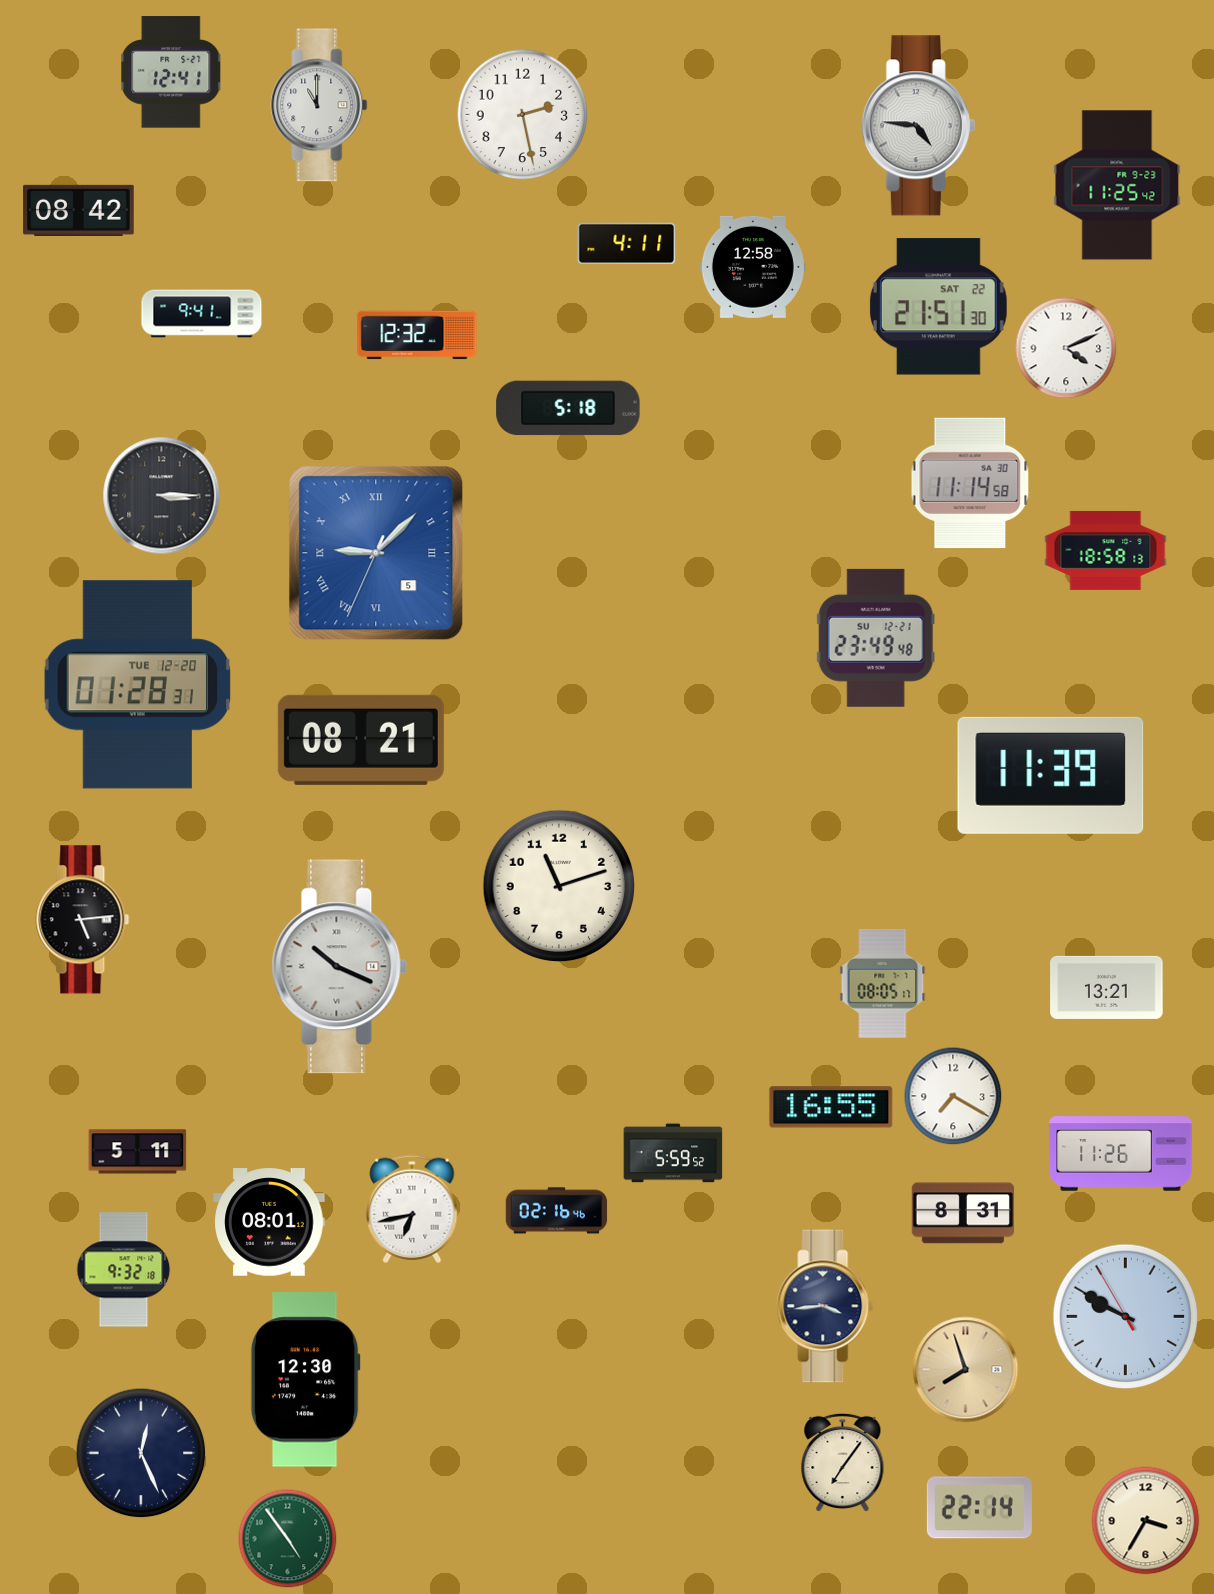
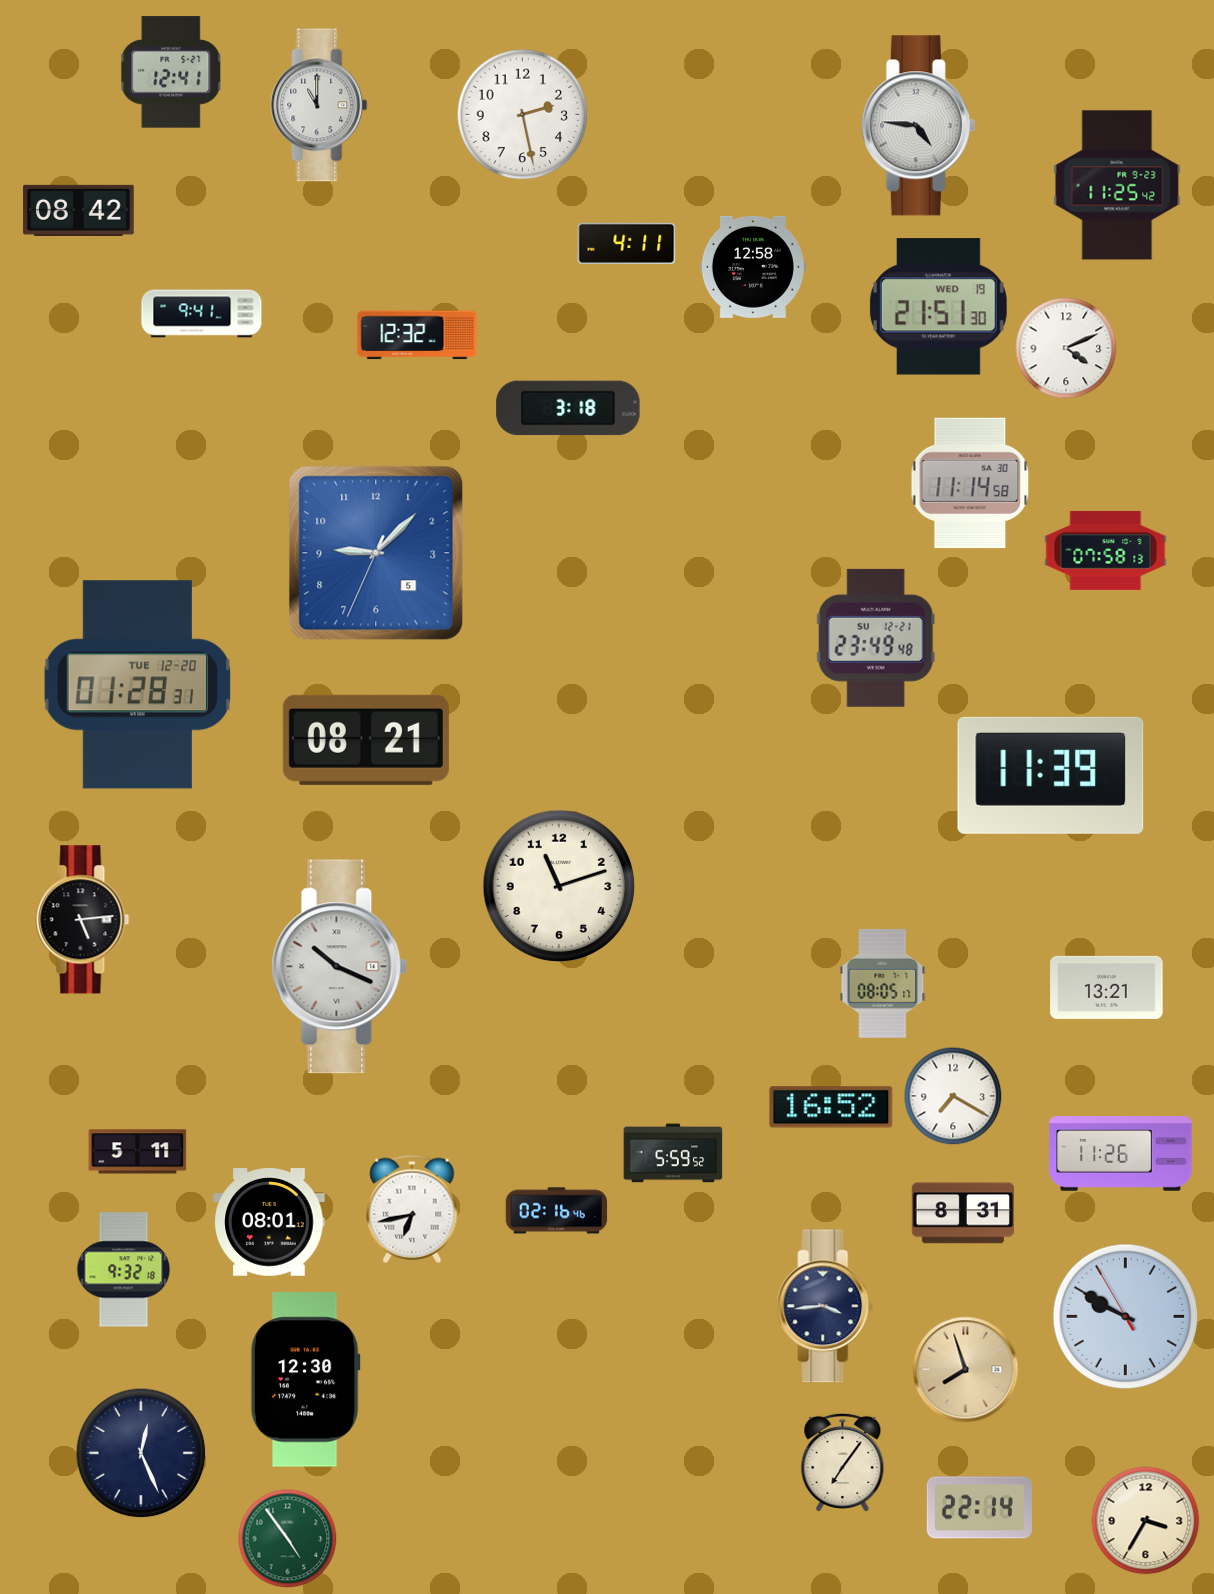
clock at (938, 307) date: SAT 22 -> WED 19
clock at (568, 408): 5:18 -> 3:18
clock at (162, 496): 3:15 -> none
clock at (1106, 550): 18:58 -> 07:58
clock at (376, 553) numerals: Roman -> Arabic
clock at (361, 740) position: (361, 740) -> (366, 740)
clock at (831, 1107): 16:55 -> 16:52
